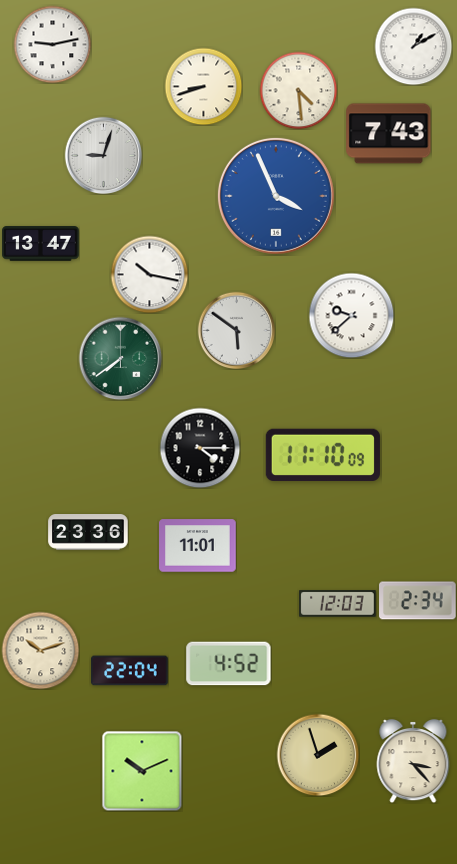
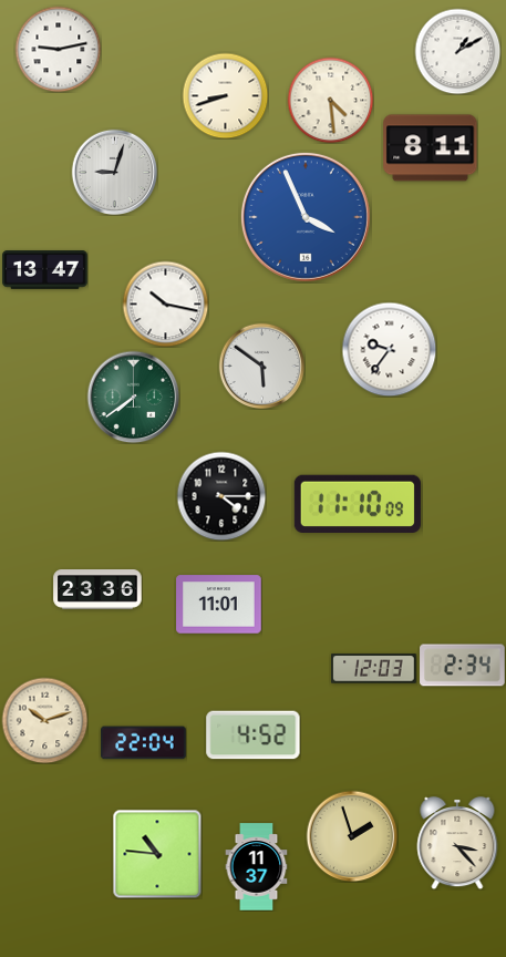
clock at (389, 134): 7:43 -> 8:11
clock at (351, 315): 9:38 -> 9:36
clock at (142, 771): 10:11 -> 10:46
clock at (257, 867): none -> 11:37
